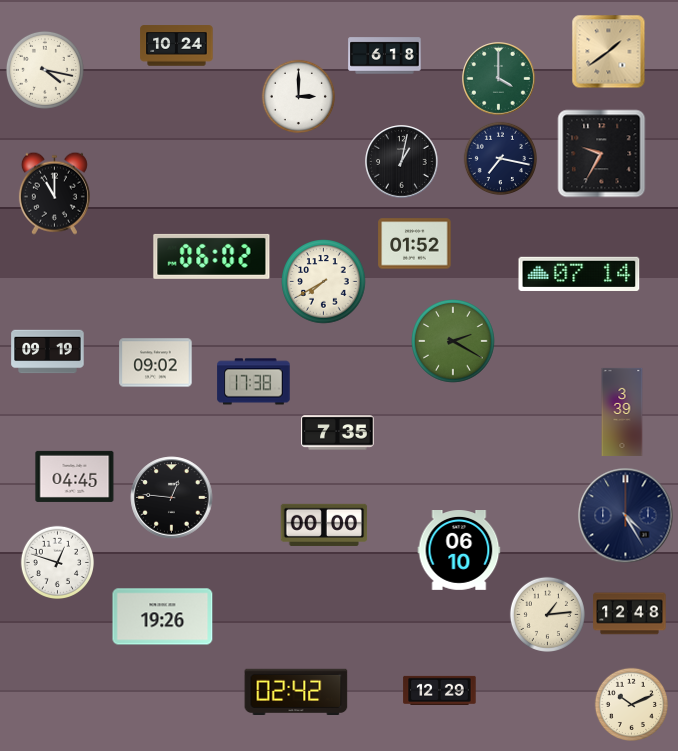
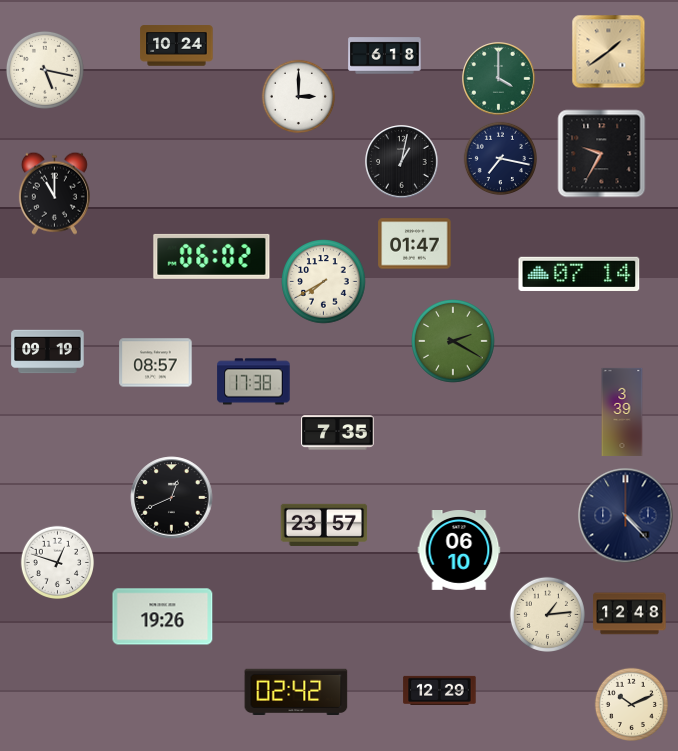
clock at (45, 70): 4:17 -> 5:17
clock at (415, 244): 01:52 -> 01:47
clock at (156, 363): 09:02 -> 08:57
clock at (75, 476): 04:45 -> none
clock at (172, 498): 12:46 -> 12:41
clock at (626, 516): 4:25 -> 4:23
clock at (324, 525): 00:00 -> 23:57
